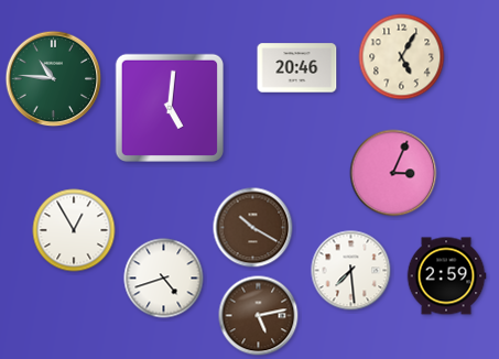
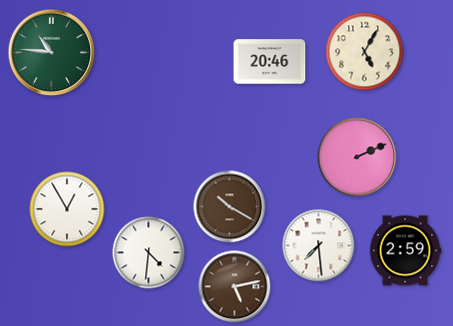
clock at (54, 79) position: (54, 79) -> (52, 53)
clock at (169, 107): 5:01 -> none
clock at (393, 173): 3:04 -> 2:11
clock at (164, 279): 4:42 -> 4:31
